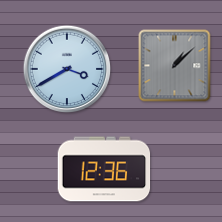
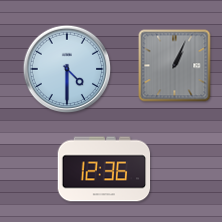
clock at (175, 66): 1:08 -> 1:04
clock at (67, 69): 3:40 -> 4:30
